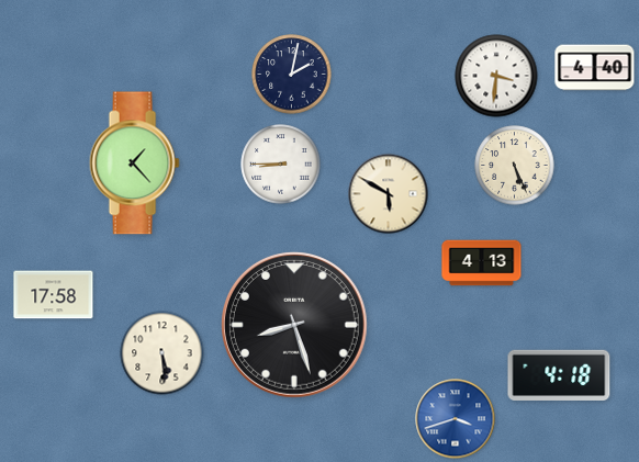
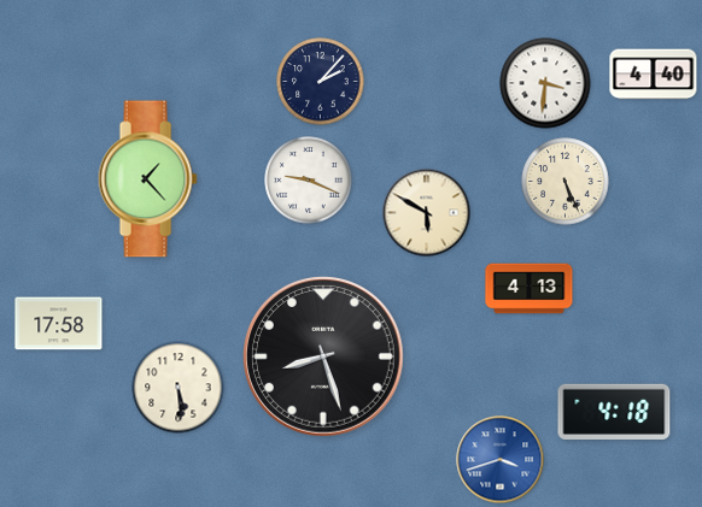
clock at (292, 75): 2:02 -> 2:07
clock at (281, 165): 8:45 -> 9:19
